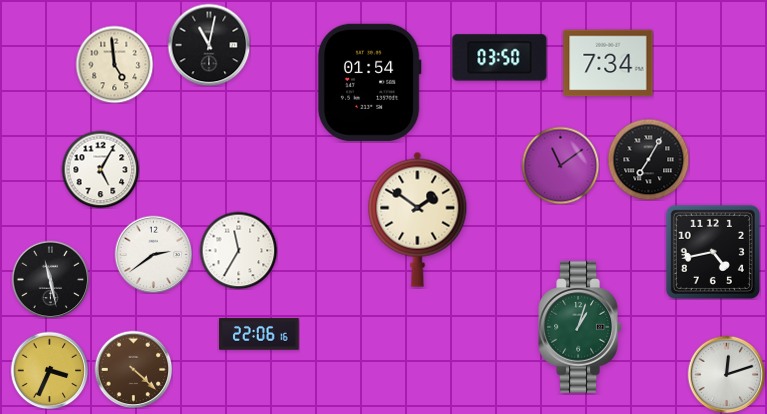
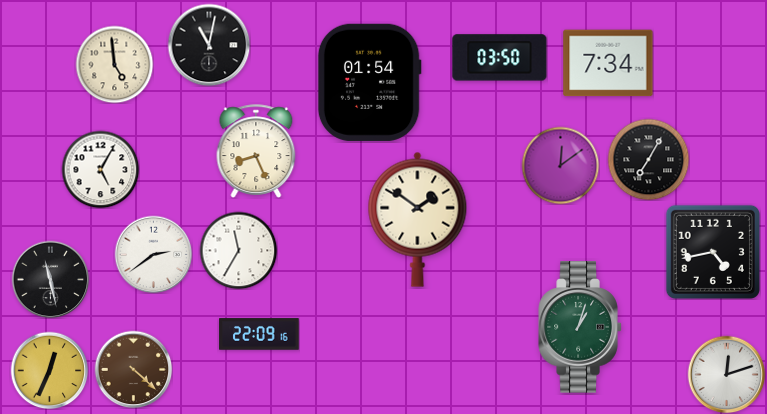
clock at (256, 151): none -> 8:26
clock at (560, 165): 11:09 -> 12:09
clock at (259, 334): 22:06 -> 22:09
clock at (49, 370): 3:34 -> 12:34
